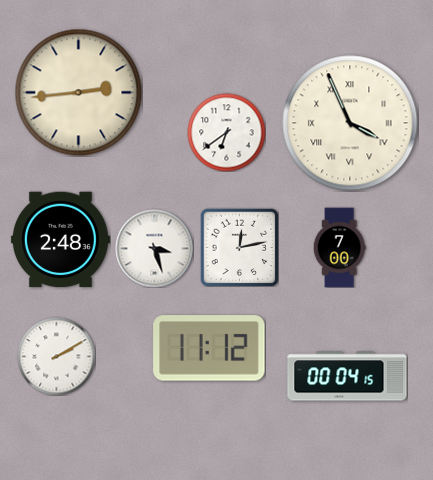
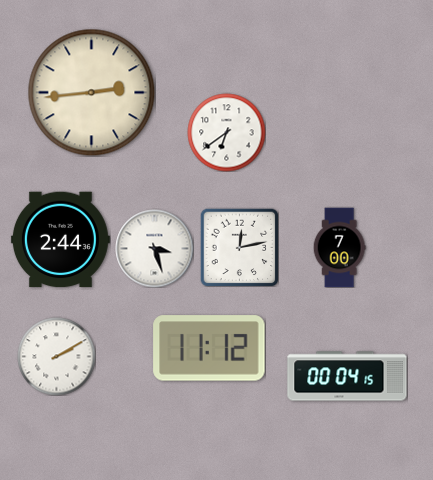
clock at (78, 92) position: (78, 92) -> (91, 92)
clock at (350, 123): 3:56 -> none
clock at (60, 240): 2:48 -> 2:44
